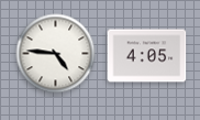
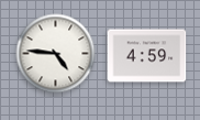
clock at (147, 56): 4:05 -> 4:59
